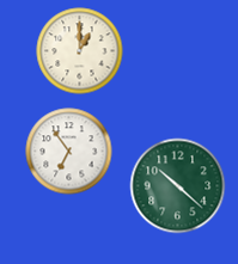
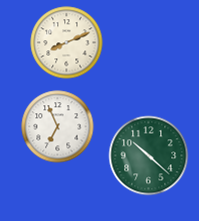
clock at (80, 51): 1:00 -> 8:11
clock at (69, 152): 6:54 -> 6:56
